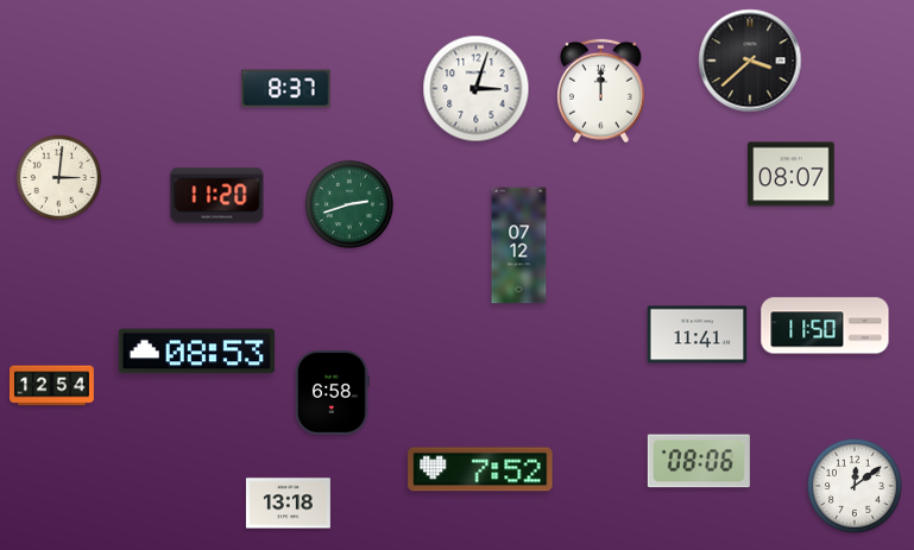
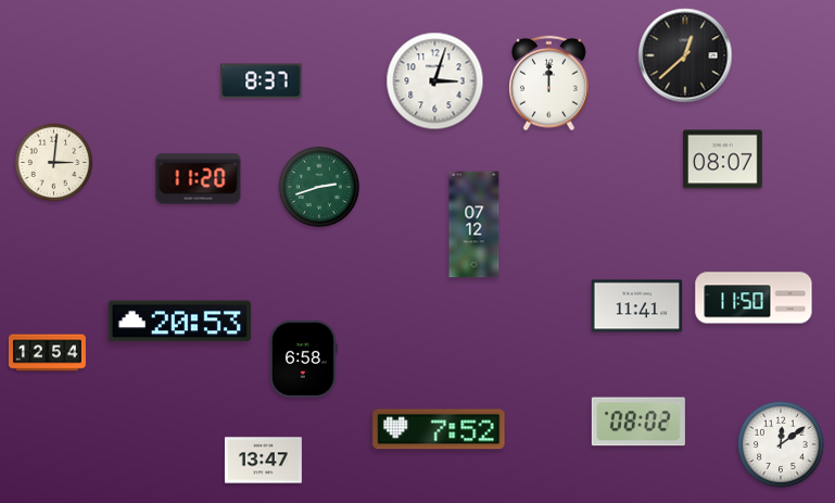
clock at (750, 61): 3:38 -> 12:38
clock at (196, 352): 08:53 -> 20:53
clock at (699, 461): 08:06 -> 08:02
clock at (288, 504): 13:18 -> 13:47
